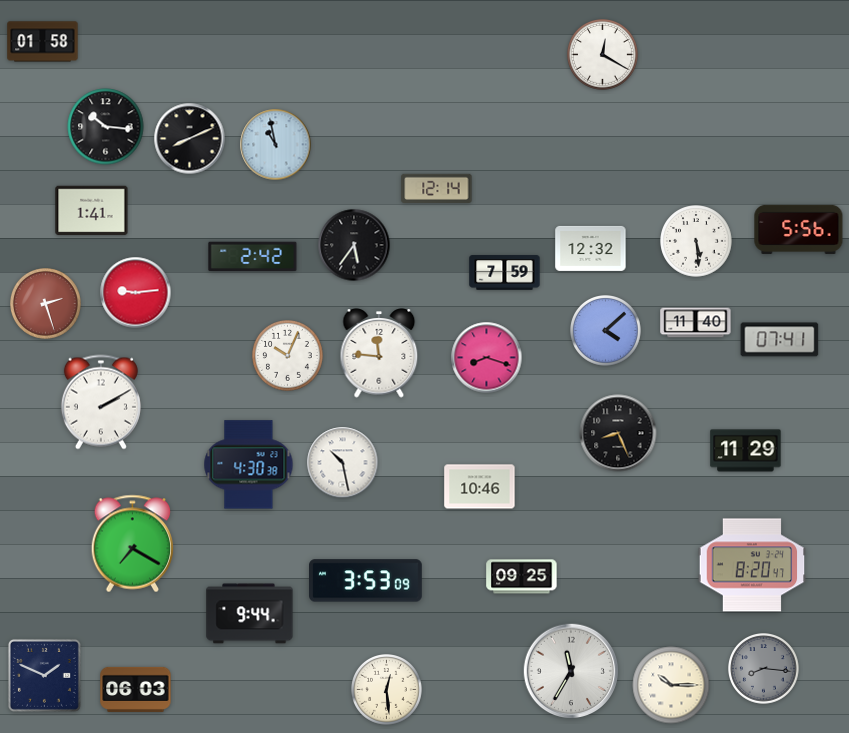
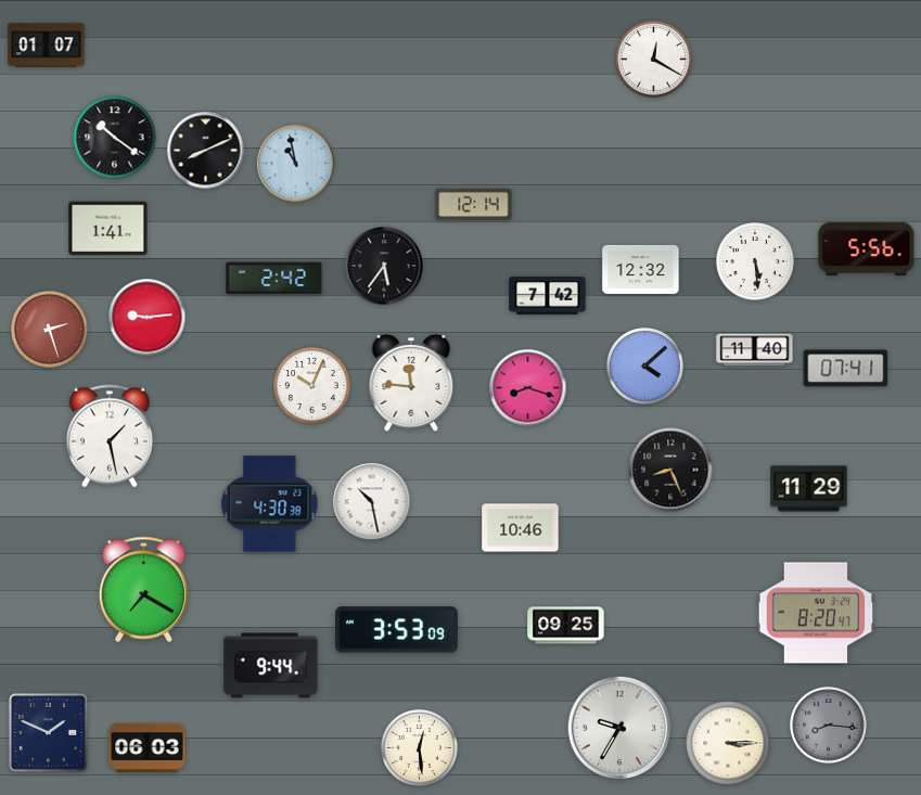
clock at (43, 42): 01:58 -> 01:07
clock at (106, 127): 10:16 -> 10:21
clock at (276, 145) position: (276, 145) -> (296, 164)
clock at (92, 211) position: (92, 211) -> (108, 229)
clock at (505, 273): 7:59 -> 7:42
clock at (606, 331) position: (606, 331) -> (645, 367)
clock at (101, 402): 2:10 -> 1:28
clock at (571, 671): 11:35 -> 9:35
clock at (671, 685): 10:15 -> 3:15
